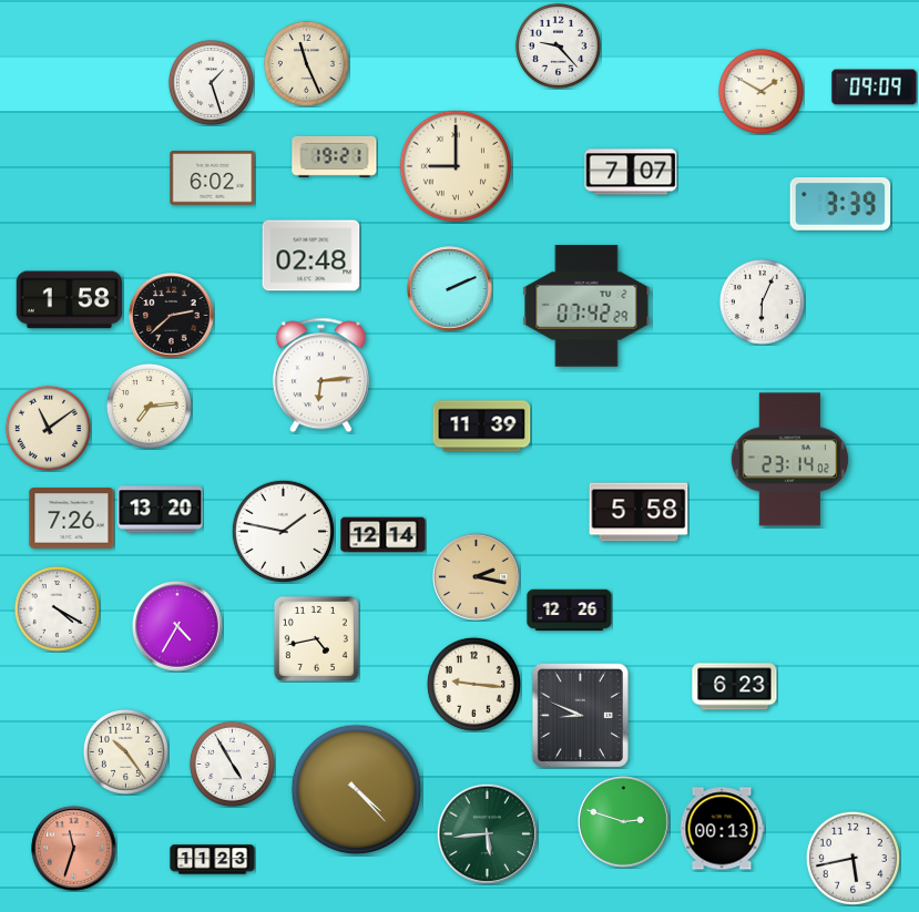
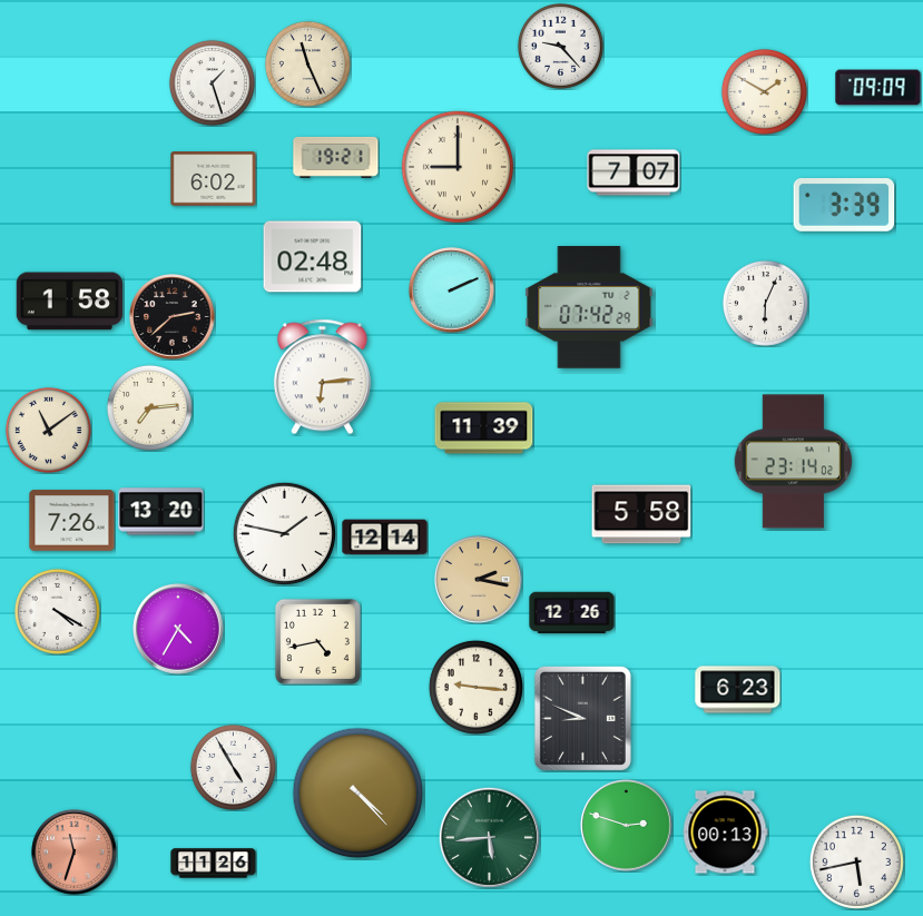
clock at (125, 751): 10:24 -> none
clock at (213, 860): 11:23 -> 11:26
